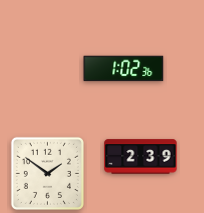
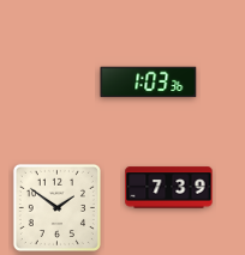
clock at (124, 69): 1:02 -> 1:03
clock at (141, 157): 2:39 -> 7:39
